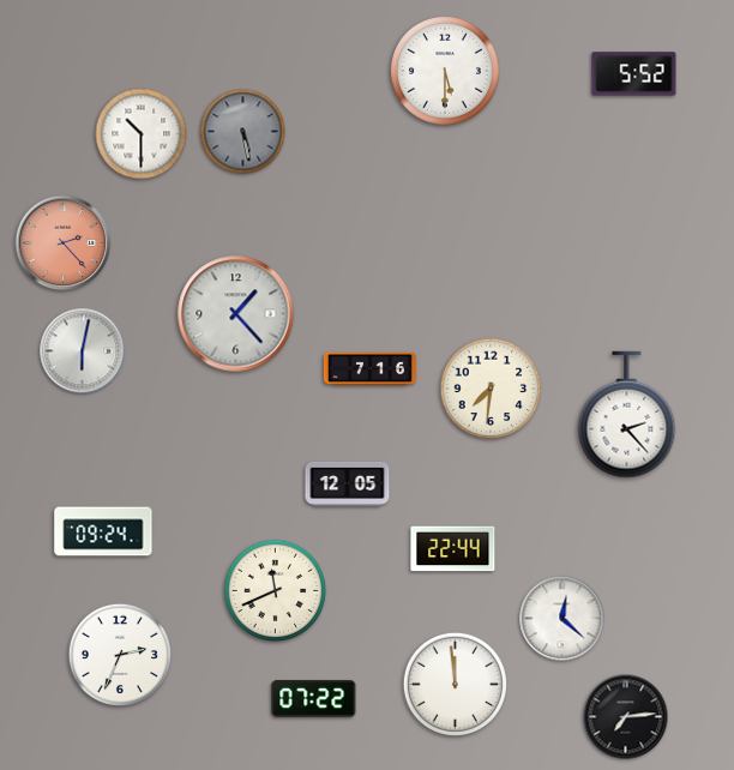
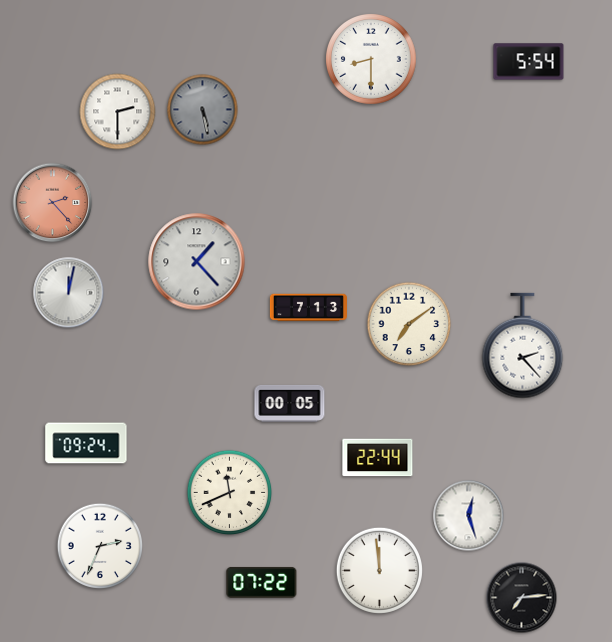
clock at (446, 72): 5:30 -> 8:30
clock at (634, 74): 5:52 -> 5:54
clock at (142, 134): 10:30 -> 2:30
clock at (83, 351): 6:02 -> 12:02
clock at (369, 369): 7:16 -> 7:13
clock at (491, 389): 7:31 -> 7:09
clock at (348, 483): 12:05 -> 00:05
clock at (562, 619): 12:22 -> 12:27
